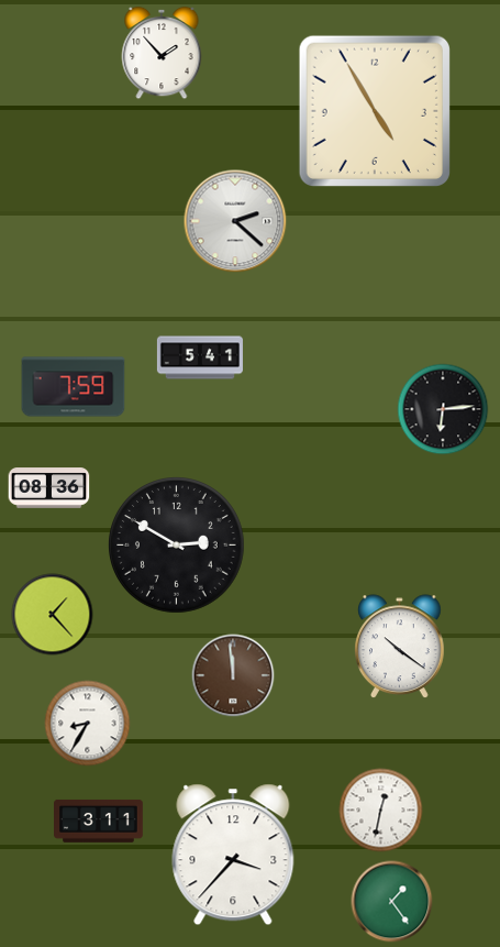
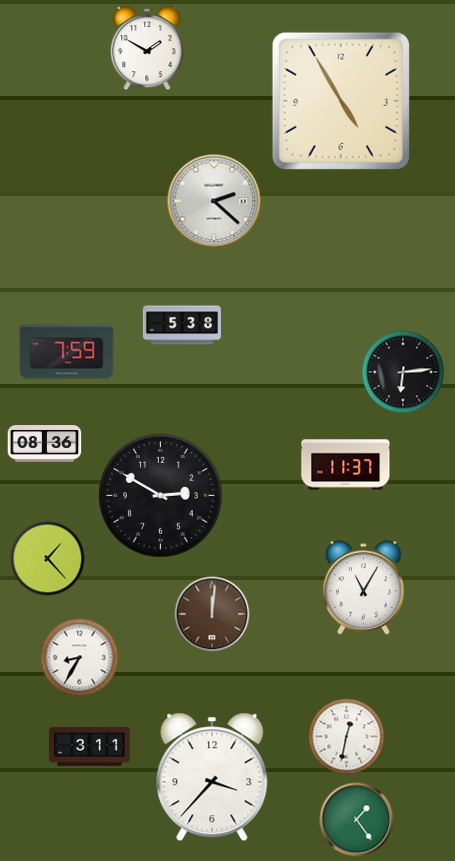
clock at (162, 53): 1:53 -> 1:50
clock at (200, 357): 5:41 -> 5:38
clock at (346, 465): none -> 11:37
clock at (400, 647): 10:21 -> 11:05
clock at (233, 675): 11:59 -> 12:01
